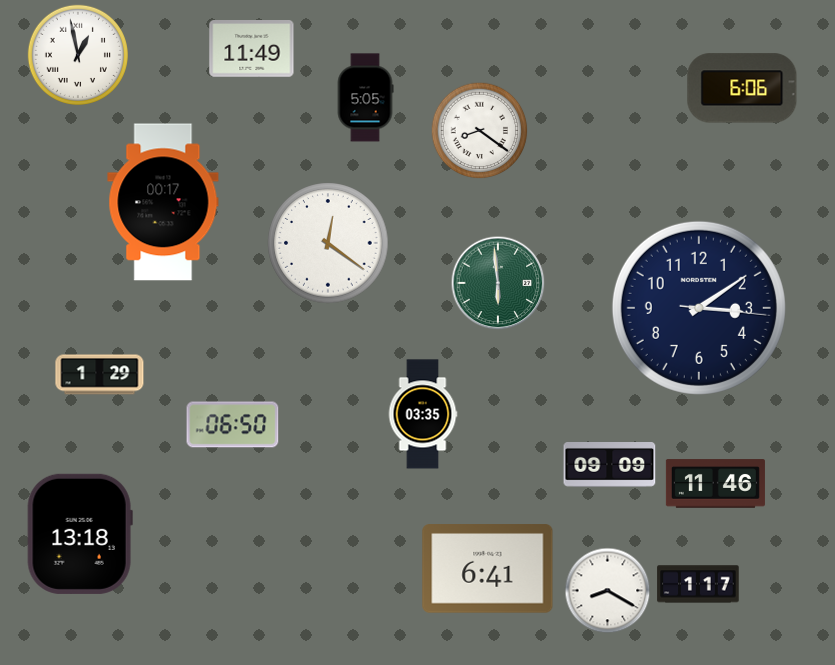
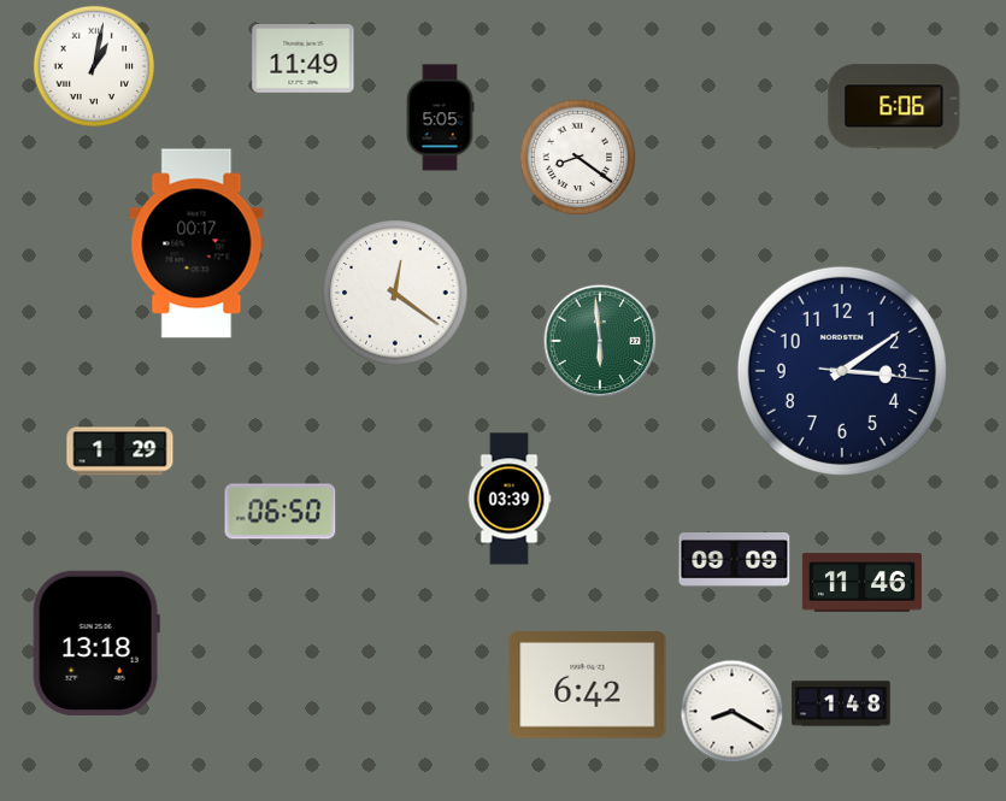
clock at (78, 55): 12:58 -> 1:02
clock at (423, 414): 03:35 -> 03:39
clock at (488, 569): 6:41 -> 6:42
clock at (698, 584): 1:17 -> 1:48
